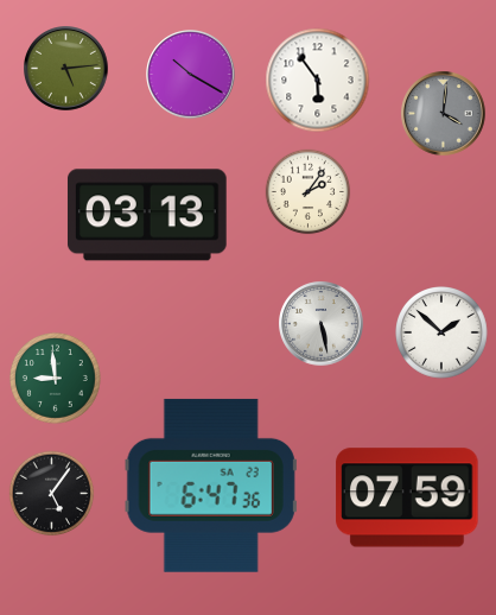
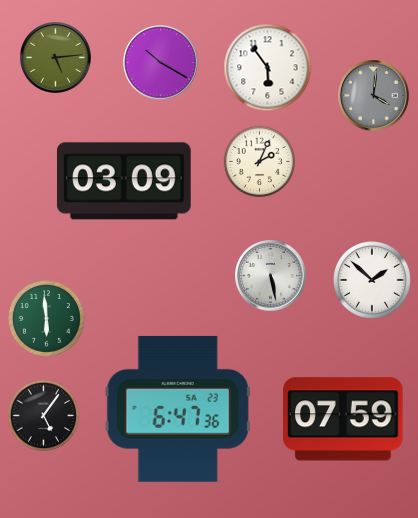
clock at (309, 192): 2:06 -> 2:04
clock at (147, 215): 03:13 -> 03:09
clock at (322, 324) position: (322, 324) -> (271, 276)
clock at (55, 378): 8:59 -> 5:59
